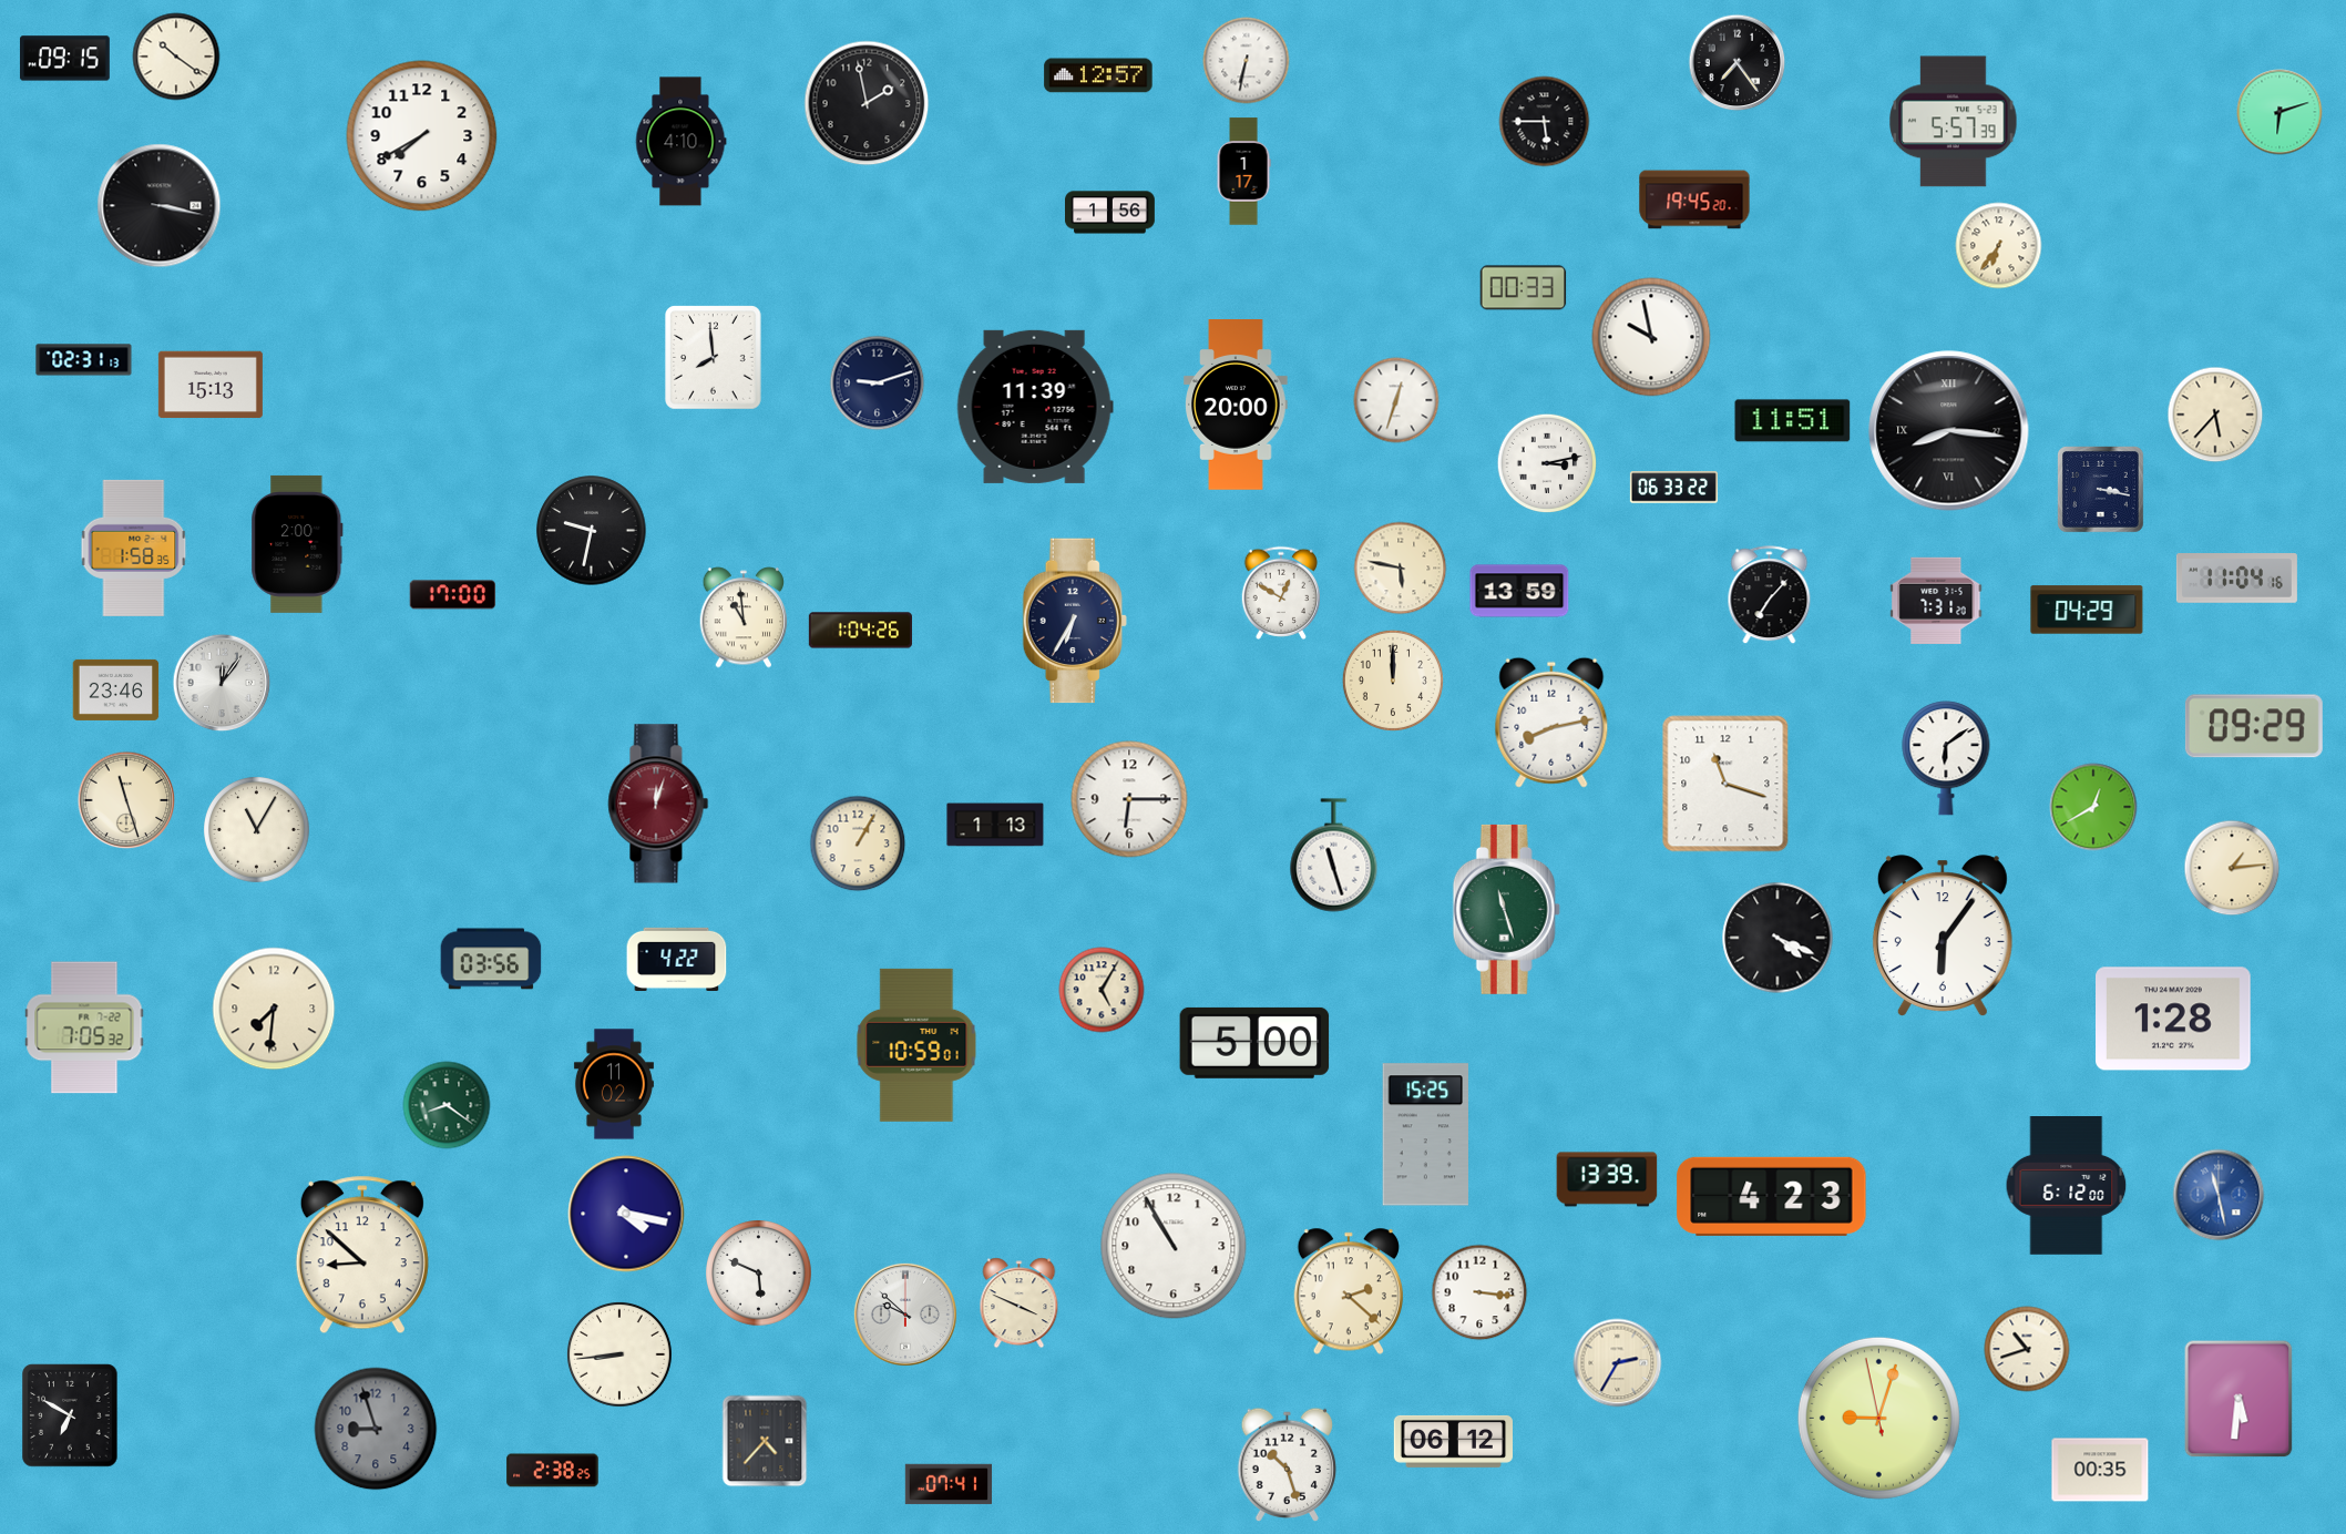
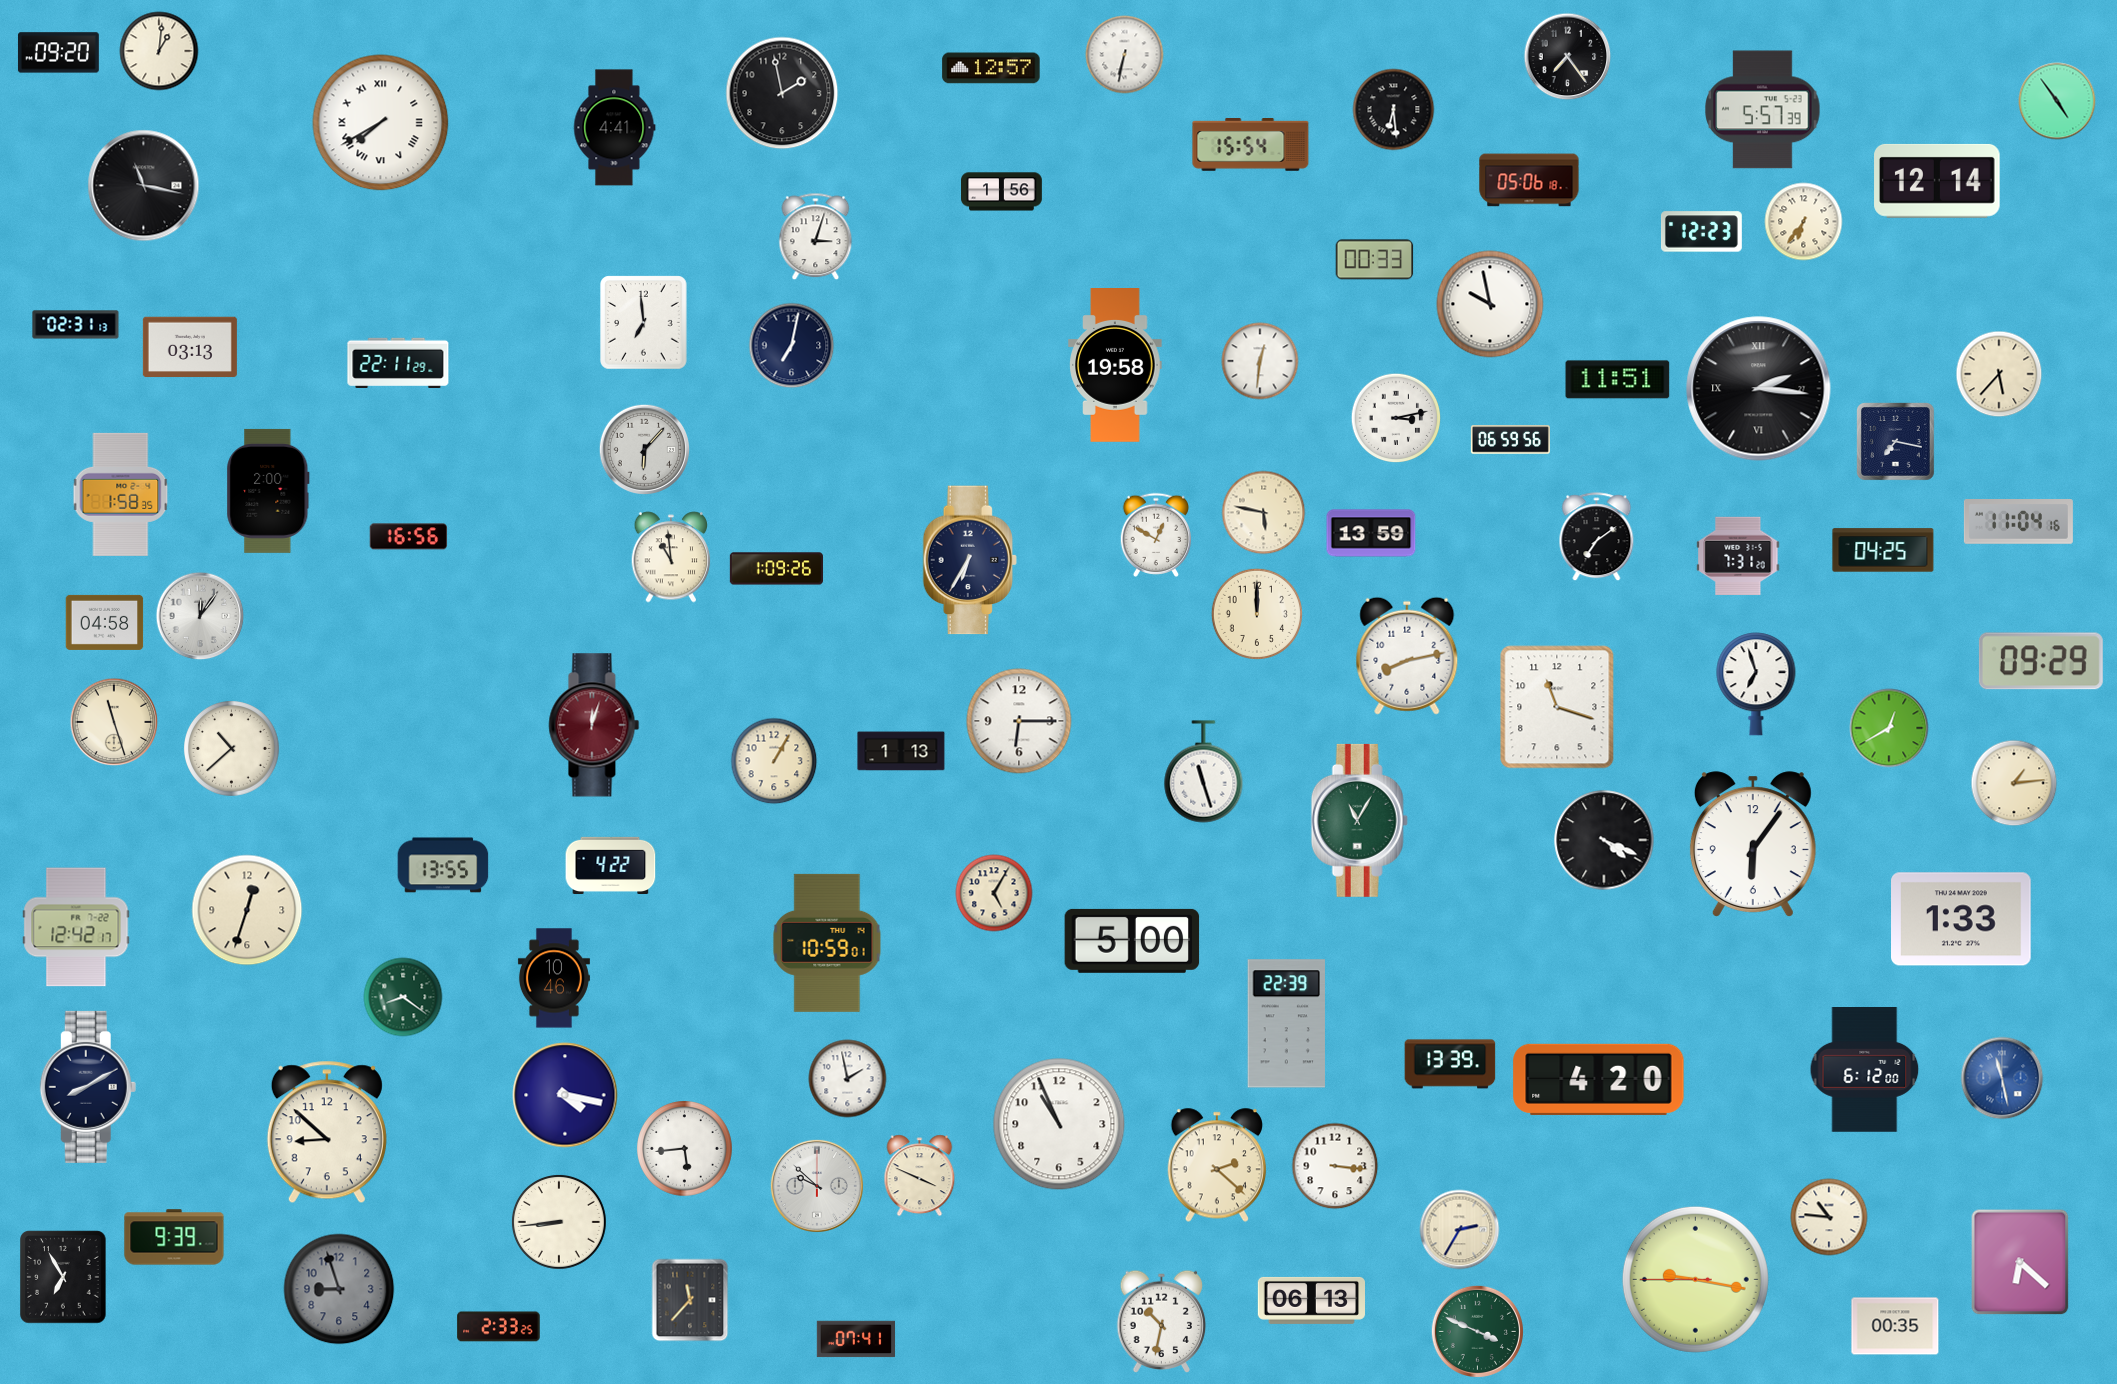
clock at (176, 57): 10:21 -> 1:01
clock at (64, 59): 09:15 -> 09:20
clock at (2280, 112): 6:12 -> 4:54
clock at (1545, 122): 5:45 -> 6:29
clock at (422, 136) numerals: Arabic -> Roman
clock at (680, 142): 4:10 -> 4:41
clock at (1251, 145): none -> 15:54
clock at (1243, 172): 1:17 -> none
clock at (1694, 200): 19:45 -> 05:06
clock at (1937, 181): none -> 12:14
clock at (160, 206): 3:17 -> 11:17
clock at (1701, 232): none -> 12:23
clock at (816, 237): none -> 3:03
clock at (714, 358): 7:59 -> 6:59
clock at (878, 383): 9:12 -> 7:02
clock at (211, 385): 15:13 -> 03:13
clock at (1396, 400): 12:33 -> 12:31
clock at (398, 362): none -> 22:11
clock at (1236, 406): 20:00 -> 19:58
clock at (1035, 407): 11:39 -> none
clock at (1949, 431): 8:16 -> 2:16
clock at (1673, 488): 06:33 -> 06:59
clock at (2101, 490): 3:17 -> 7:17
clock at (644, 449): none -> 6:07
clock at (592, 531): 9:32 -> none
clock at (453, 595): 17:00 -> 16:56
clock at (1770, 595): 7:07 -> 7:09
clock at (1936, 601) position: (1936, 601) -> (1738, 556)
clock at (2087, 610): 04:29 -> 04:25
clock at (860, 631): 1:04 -> 1:09
clock at (116, 689): 23:46 -> 04:58
clock at (1551, 723) position: (1551, 723) -> (1407, 656)
clock at (2254, 726) position: (2254, 726) -> (2041, 661)
clock at (1946, 758): 6:09 -> 6:57
clock at (995, 825) position: (995, 825) -> (901, 751)
clock at (257, 830): 11:05 -> 10:38
clock at (1506, 909): 11:27 -> 11:05
clock at (1778, 938) position: (1778, 938) -> (1604, 840)
clock at (491, 959): 03:56 -> 13:55
clock at (274, 1009): 7:31 -> 12:33
clock at (2174, 1019): 1:28 -> 1:33
clock at (84, 1027): 7:05 -> 12:42
clock at (614, 1084): 11:02 -> 10:46
clock at (1425, 1135): 15:25 -> 22:39
clock at (848, 1079): none -> 1:58
clock at (1772, 1196): 4:23 -> 4:20
clock at (88, 1087): none -> 8:10
clock at (1174, 1246): 10:55 -> 10:56
clock at (759, 1274): 5:49 -> 5:44
clock at (2027, 1349): 10:42 -> 10:46
clock at (174, 1237): none -> 9:39
clock at (2239, 1399): 5:31 -> 6:22
clock at (70, 1415): 6:50 -> 6:55
clock at (1878, 1418): 9:02 -> 9:16
clock at (765, 1441): 4:37 -> 11:37
clock at (1453, 1441): 06:12 -> 06:13
clock at (1288, 1465): 10:27 -> 10:32
clock at (553, 1471): 2:38 -> 2:33
clock at (1477, 1331): none -> 3:49
